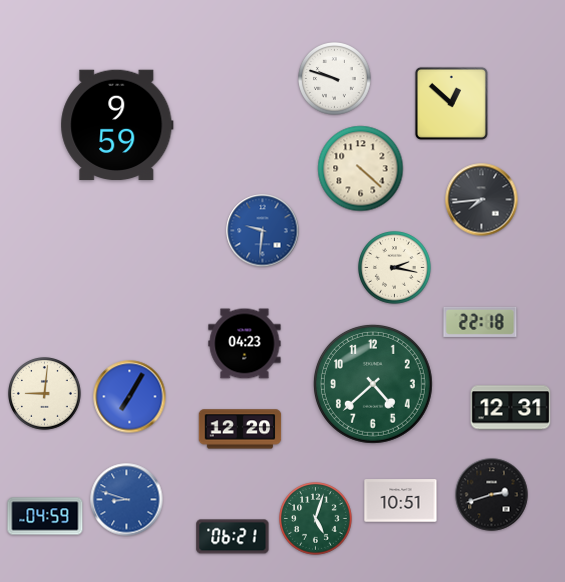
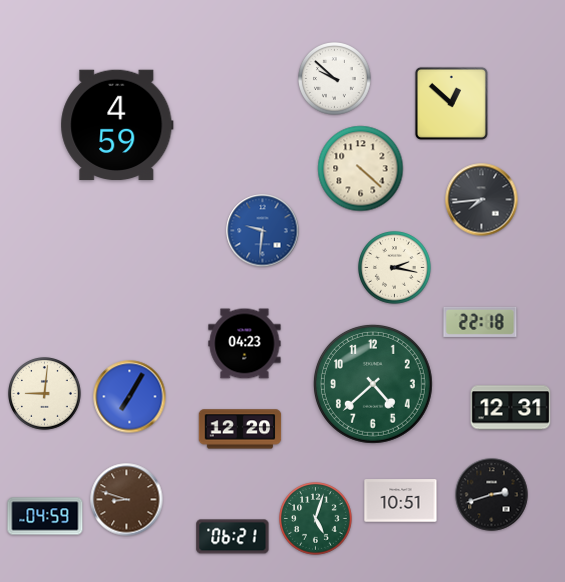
clock at (335, 79): 9:48 -> 9:52
clock at (117, 125): 9:59 -> 4:59
clock at (127, 500) dial: blue -> brown
